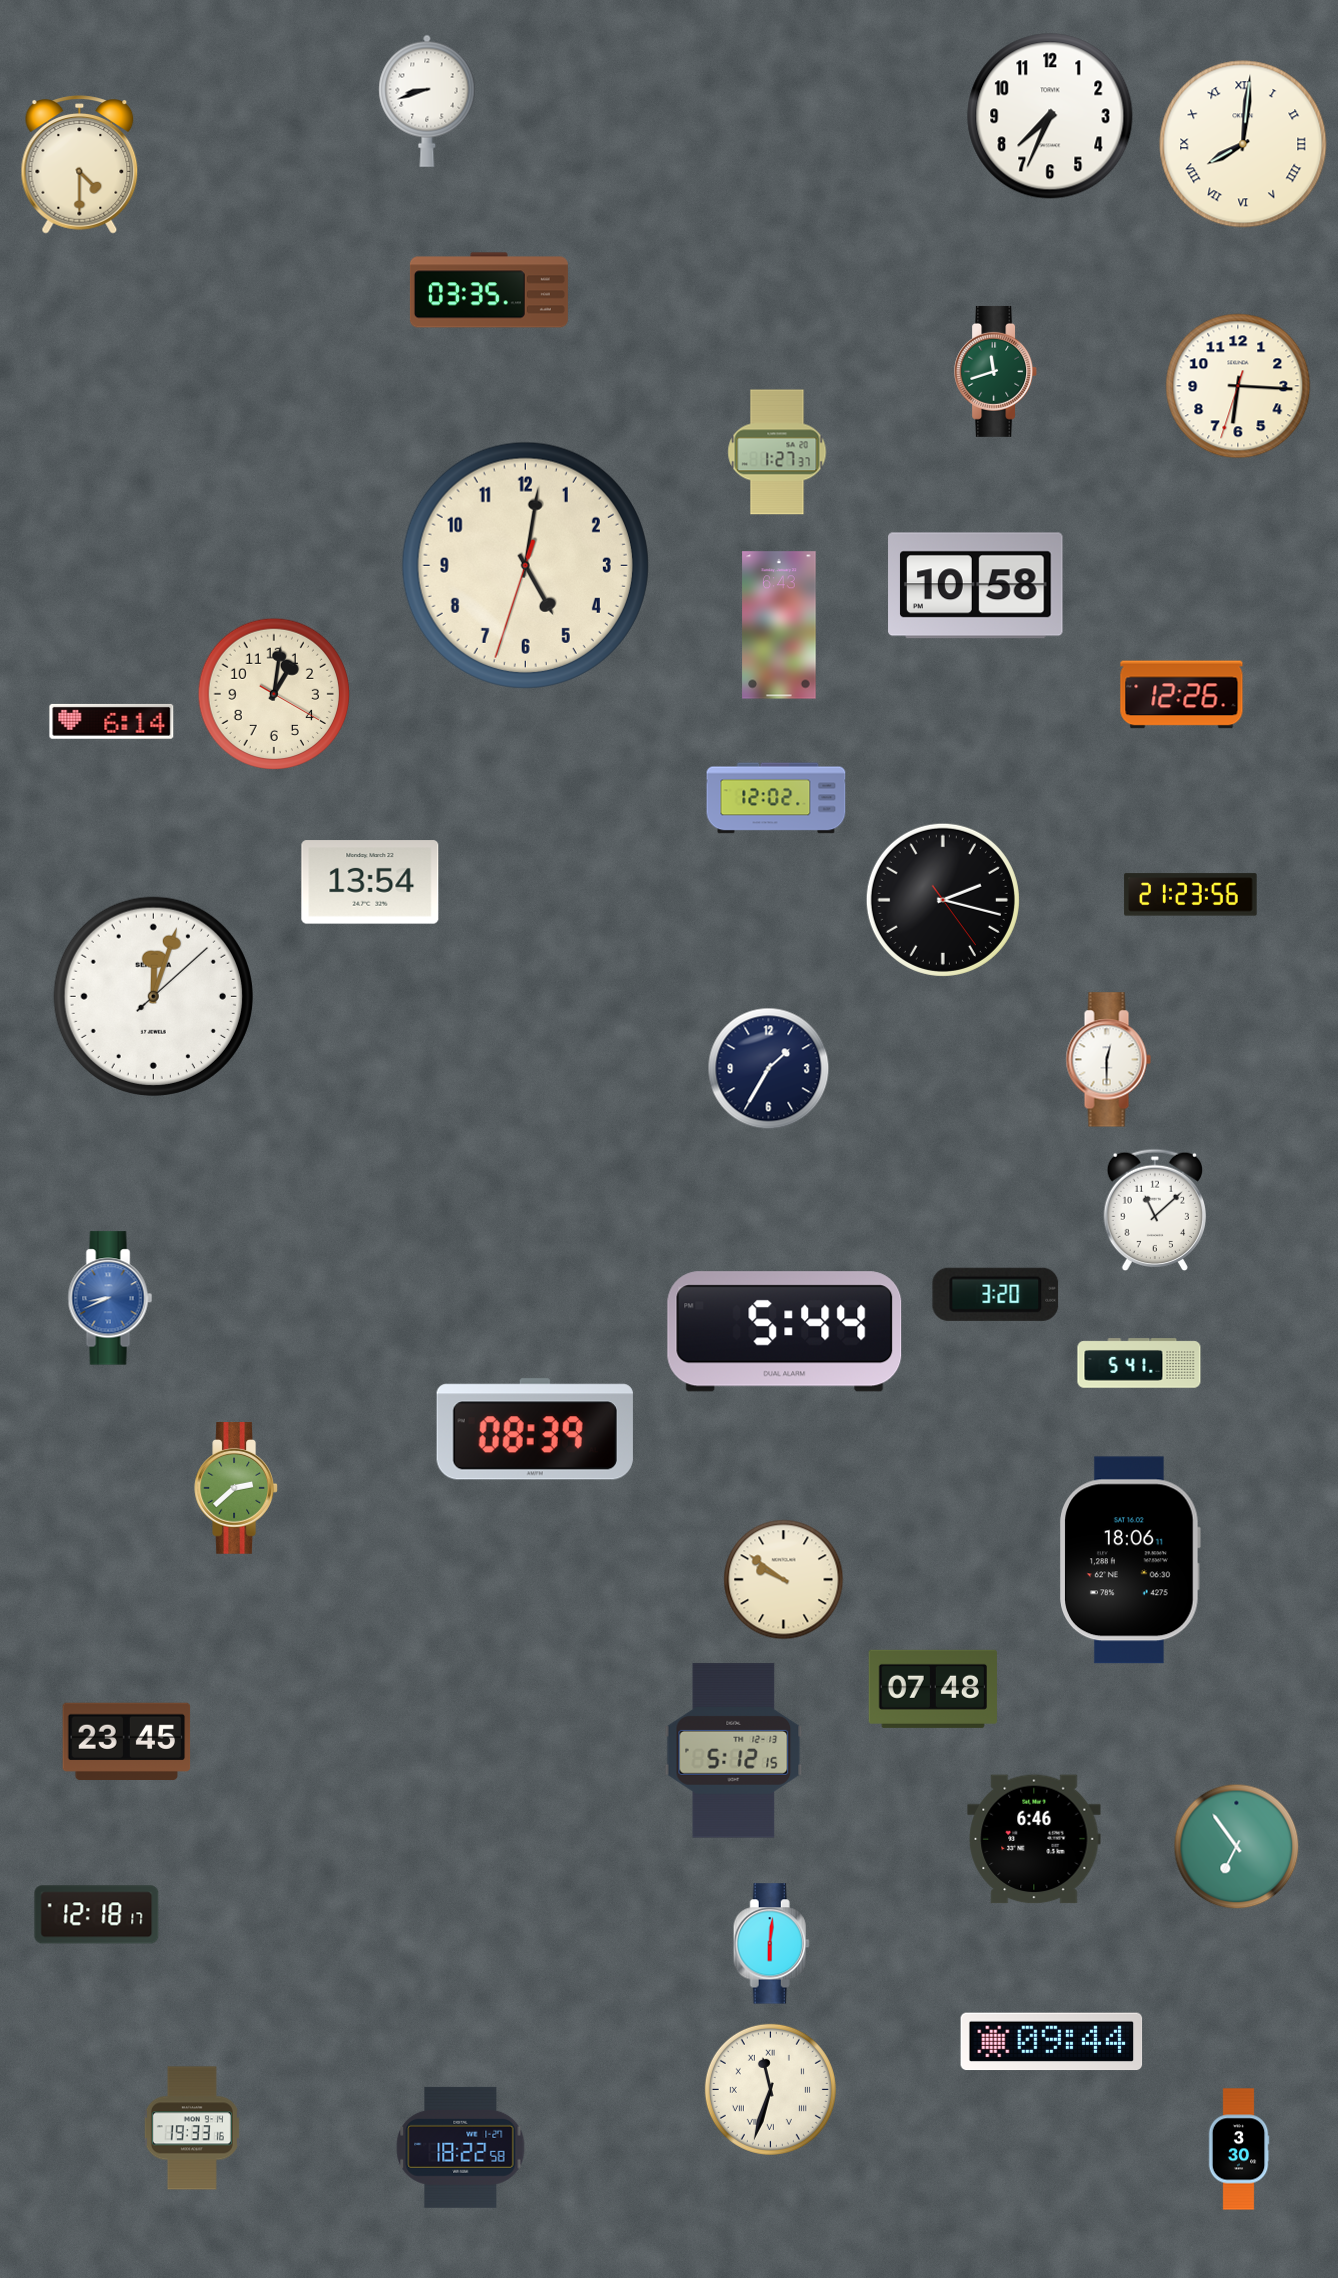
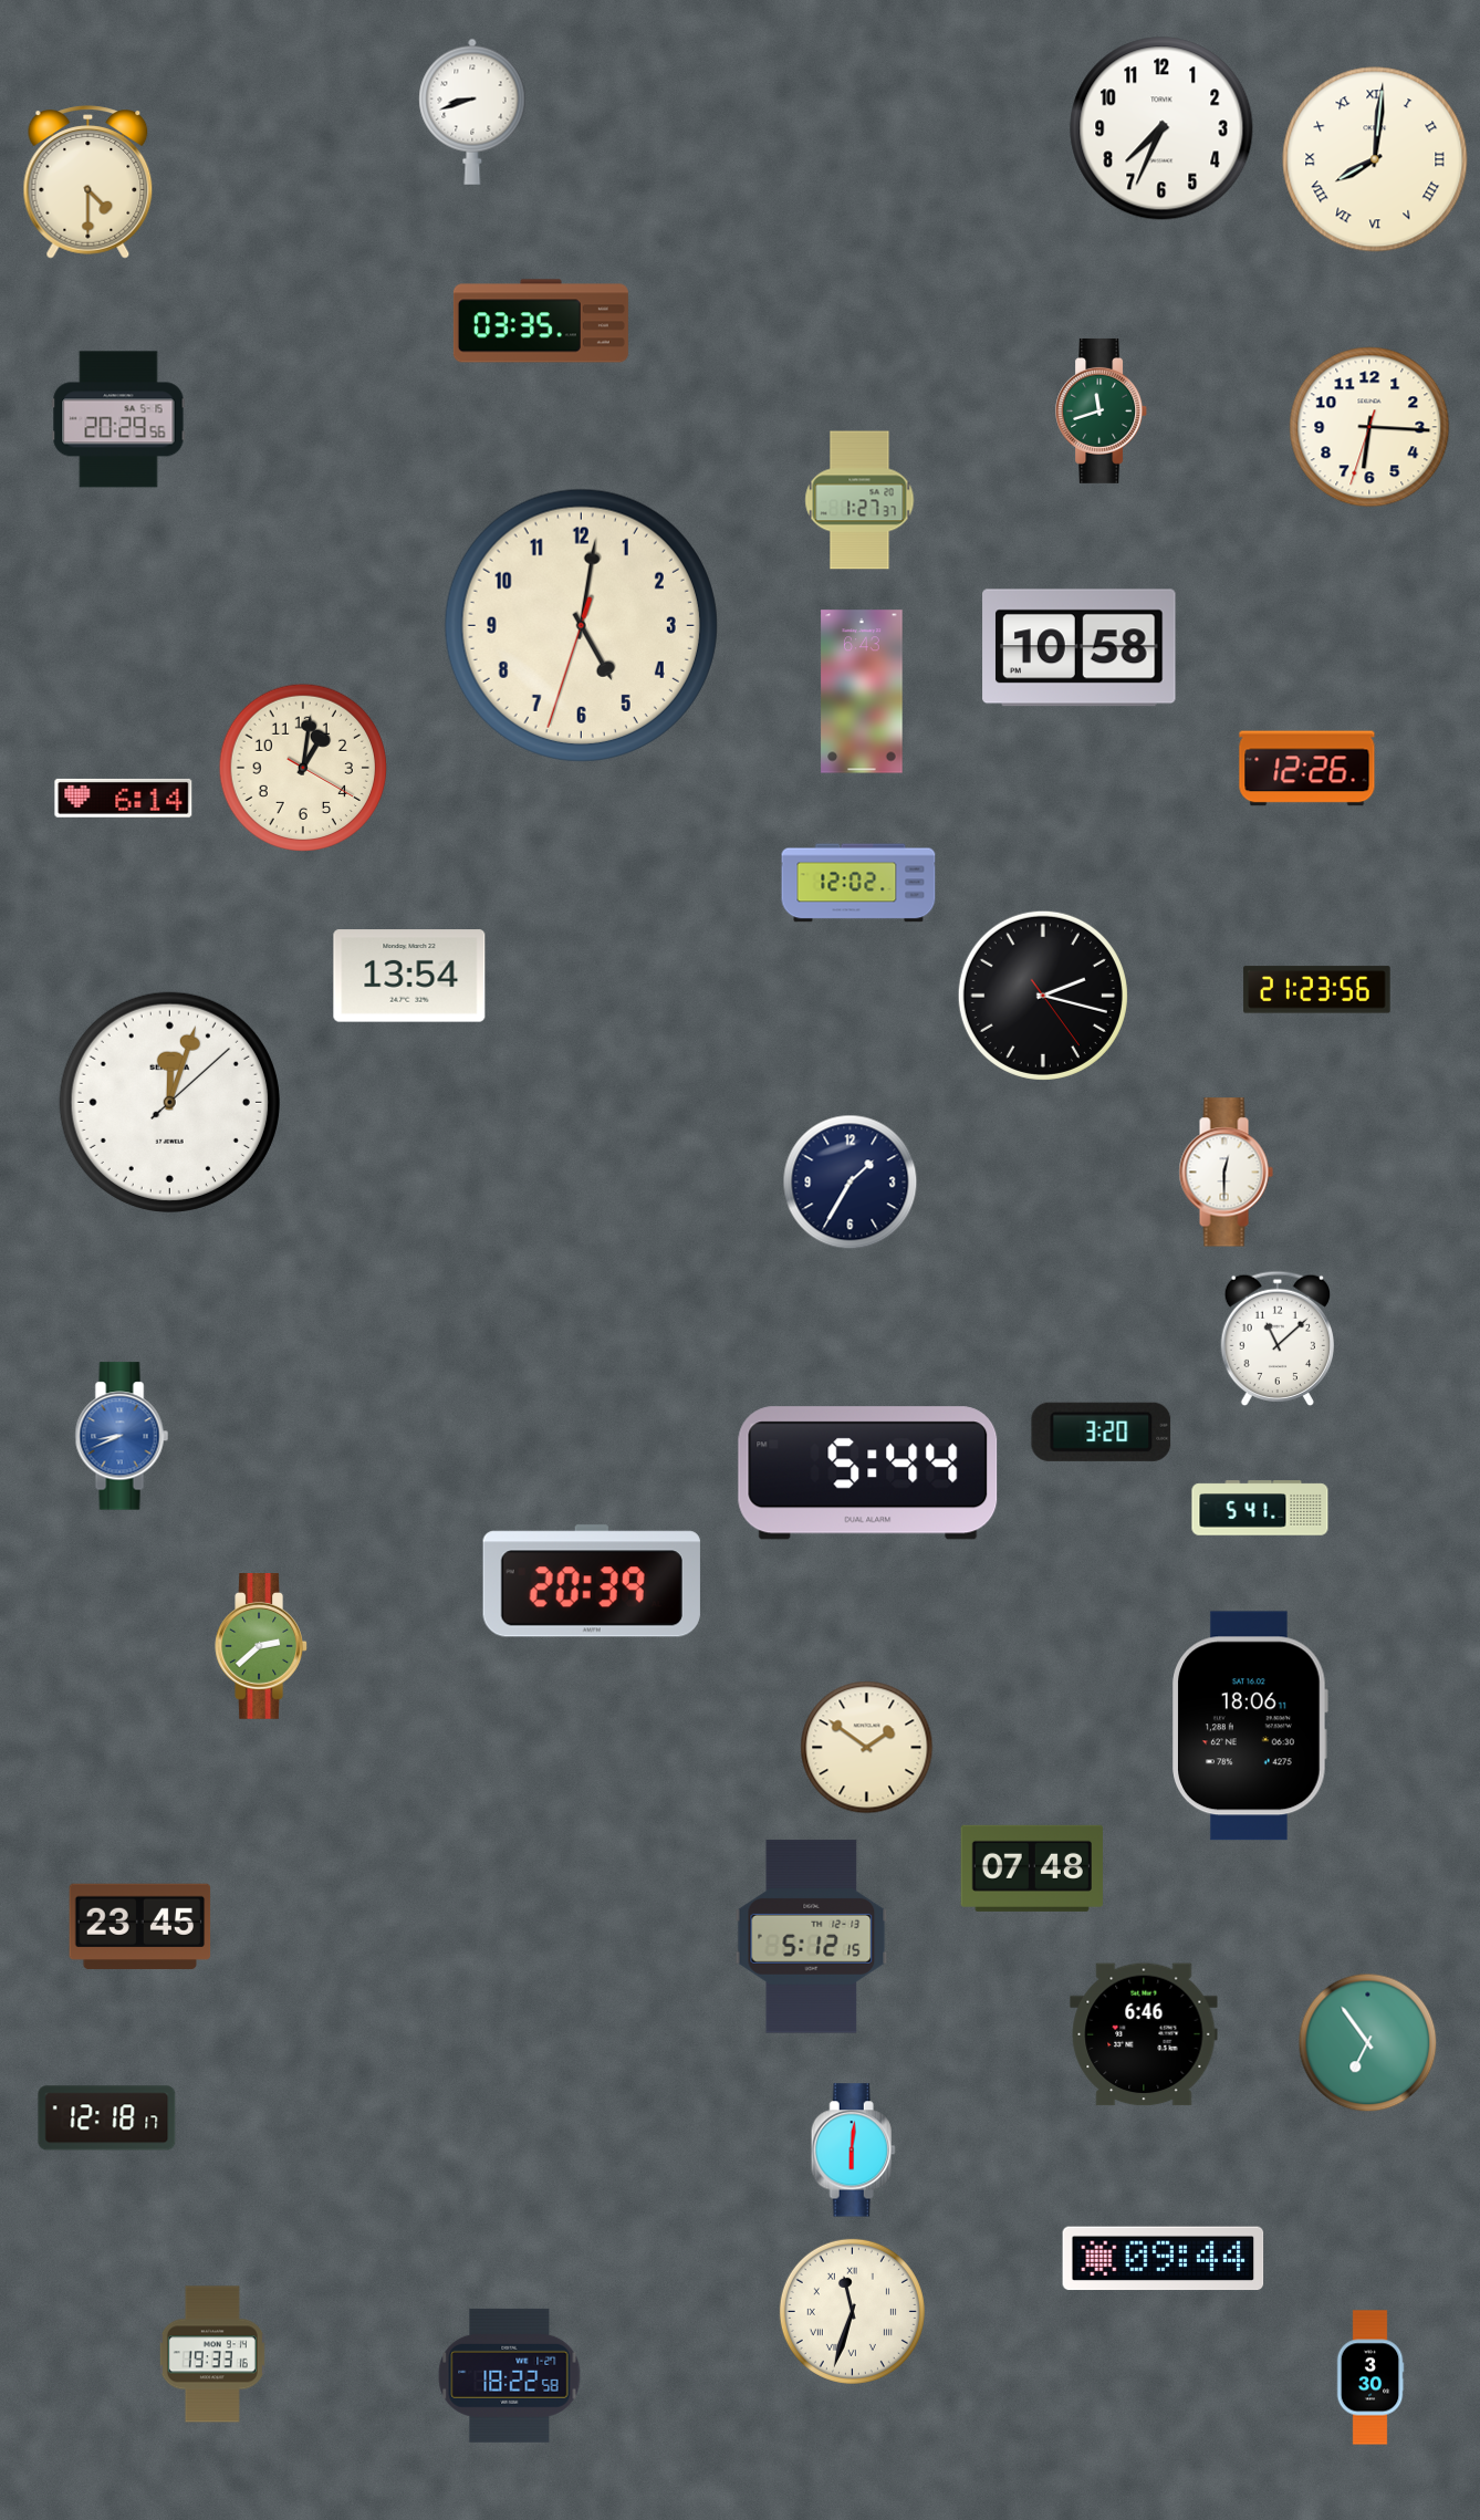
clock at (118, 419): none -> 20:29
clock at (535, 1429): 08:39 -> 20:39
clock at (784, 1580): 9:51 -> 1:51
